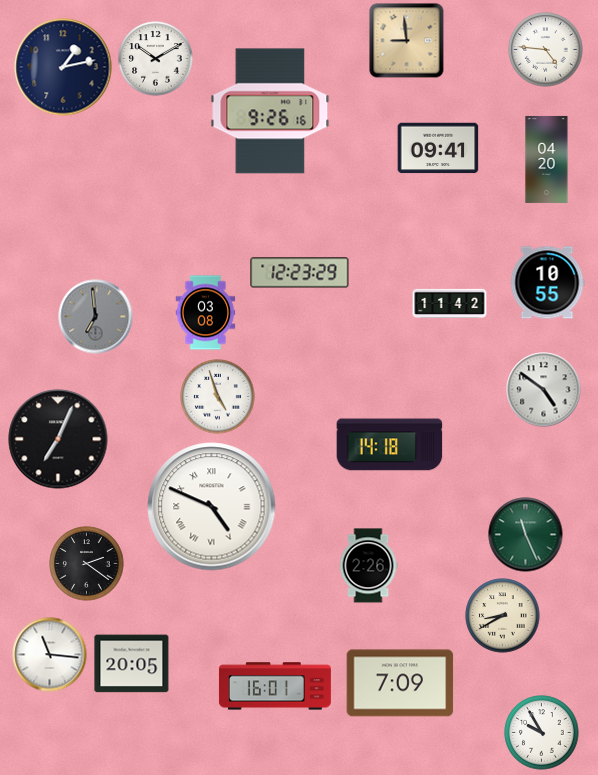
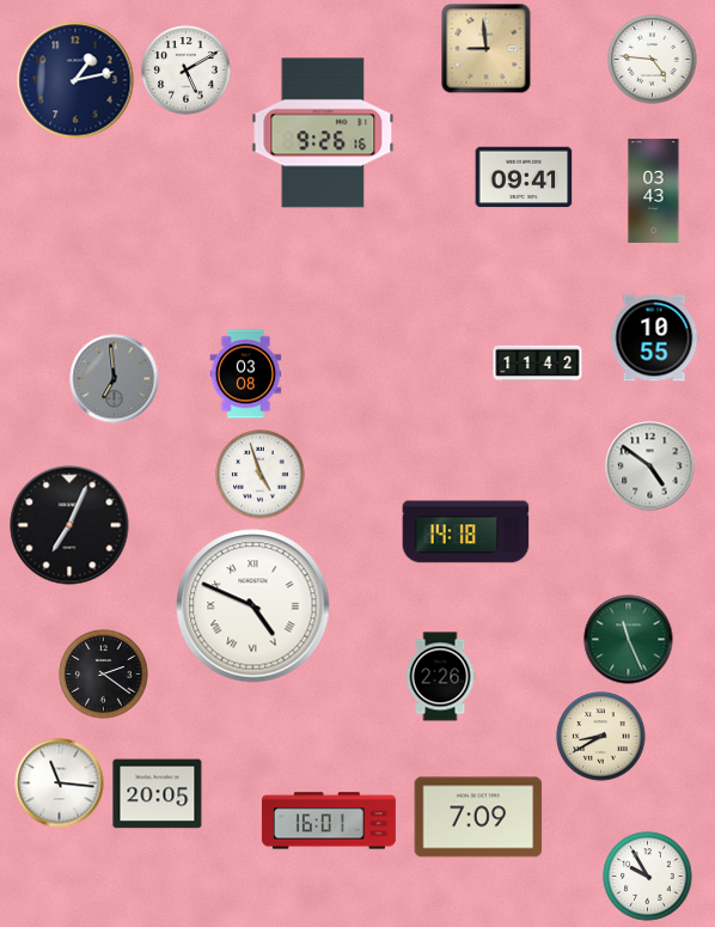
clock at (156, 59): 10:10 -> 5:10
clock at (547, 159): 04:20 -> 03:43
clock at (300, 273): 12:23 -> none
